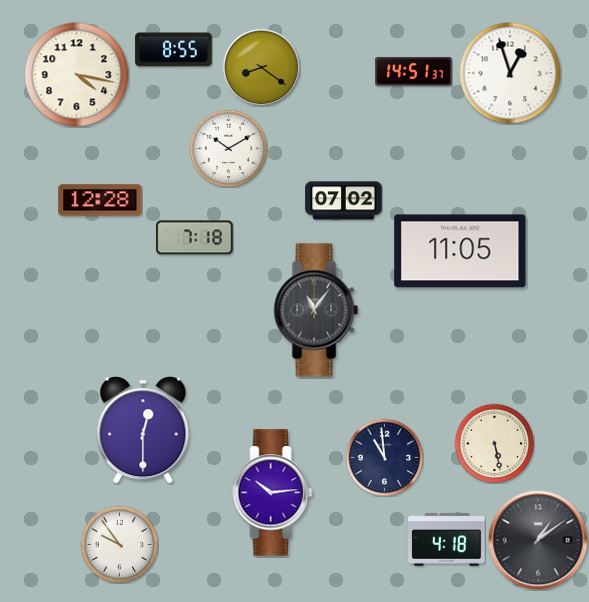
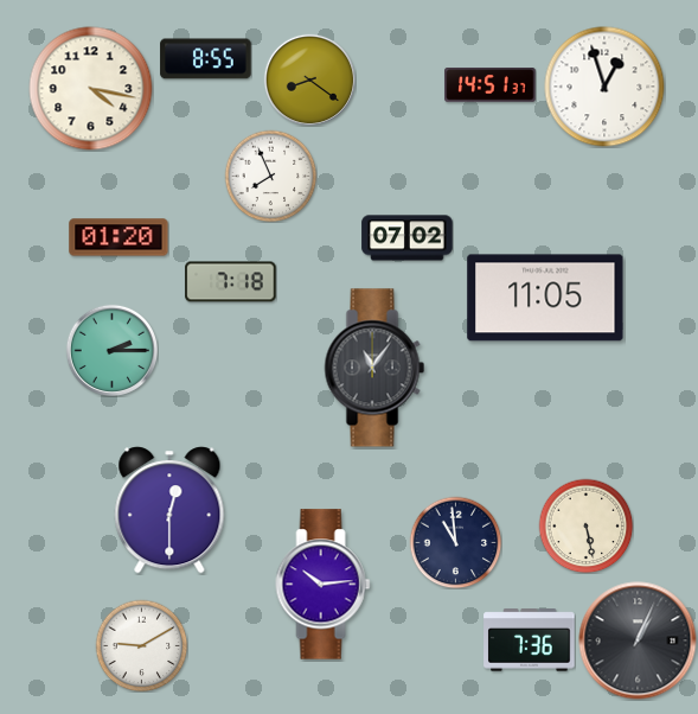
clock at (228, 148): 10:10 -> 7:56
clock at (100, 200): 12:28 -> 01:20
clock at (111, 350): none -> 2:15
clock at (447, 540): 4:18 -> 7:36
clock at (538, 540): 1:09 -> 1:04
clock at (119, 544): 9:54 -> 9:10
